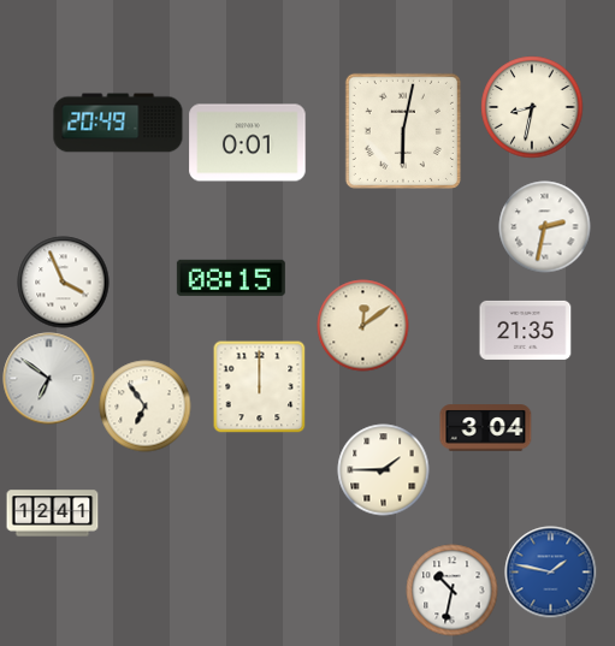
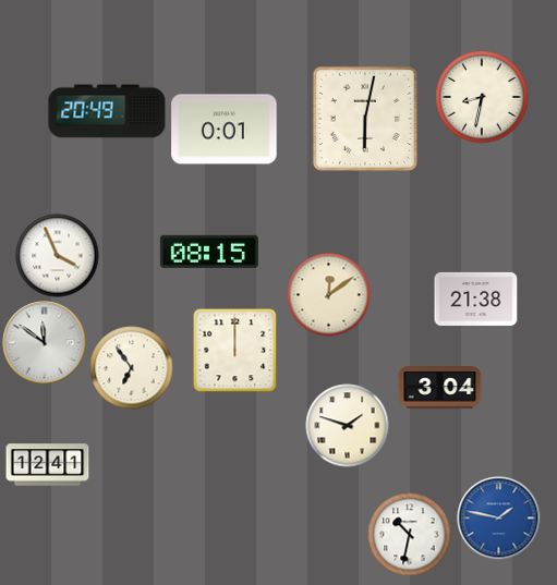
clock at (545, 227): 2:32 -> none
clock at (526, 330): 21:35 -> 21:38
clock at (49, 379): 6:51 -> 11:51
clock at (384, 470): 1:45 -> 1:48
